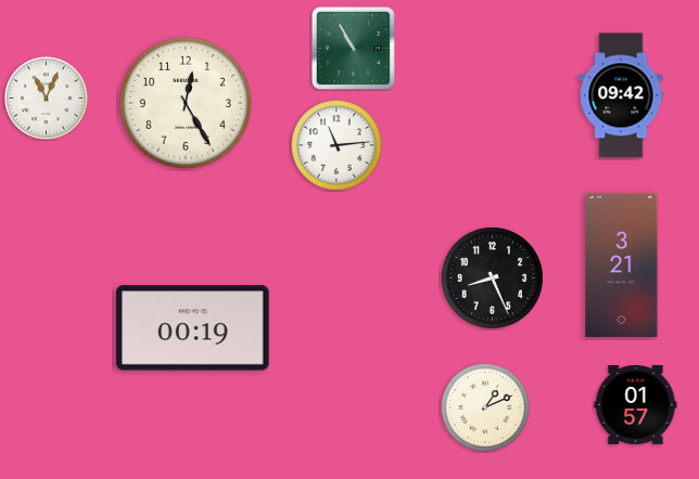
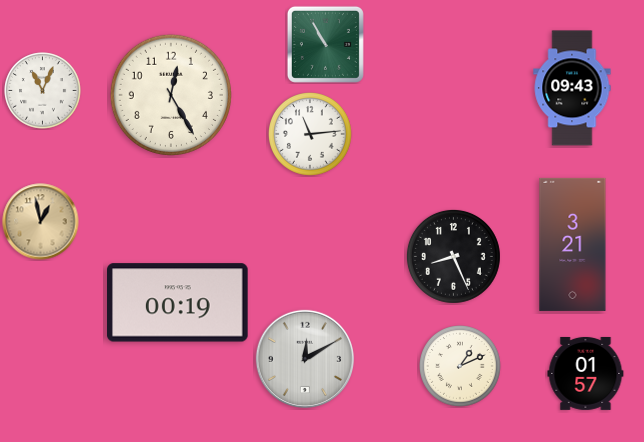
clock at (621, 95): 09:42 -> 09:43
clock at (41, 222): none -> 12:58
clock at (305, 359): none -> 12:10
clock at (486, 409) position: (486, 409) -> (461, 367)
